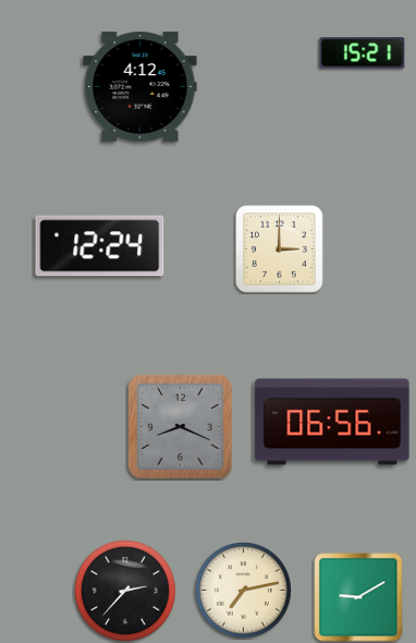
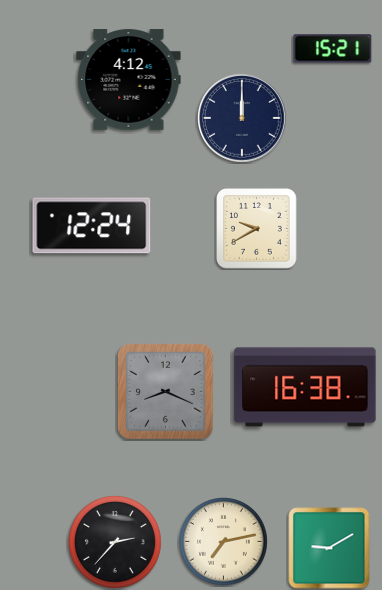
clock at (243, 119): none -> 12:00
clock at (280, 250): 3:00 -> 9:40
clock at (332, 422): 06:56 -> 16:38
